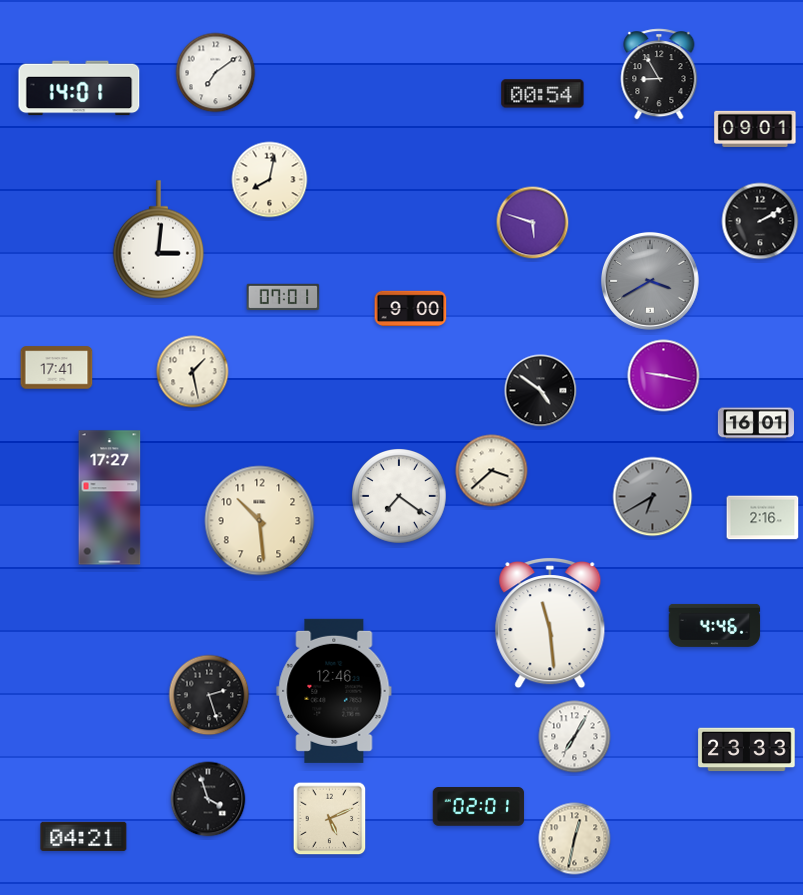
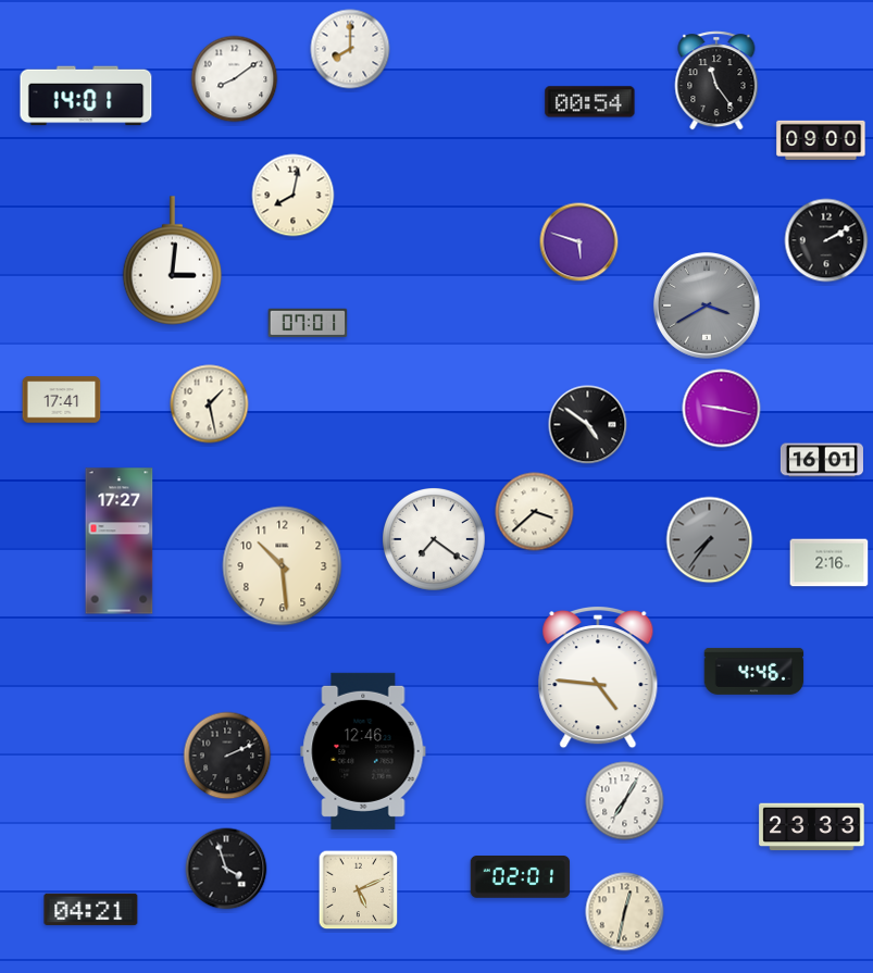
clock at (350, 49): none -> 8:00
clock at (216, 73): 7:09 -> 8:09
clock at (659, 74): 8:55 -> 11:24
clock at (755, 129): 09:01 -> 09:00
clock at (411, 308): 9:00 -> none
clock at (653, 497): 6:40 -> 7:36
clock at (550, 624): 11:29 -> 4:46
clock at (715, 625) position: (715, 625) -> (754, 671)
clock at (209, 695): 2:27 -> 2:11
clock at (747, 750) position: (747, 750) -> (812, 827)
